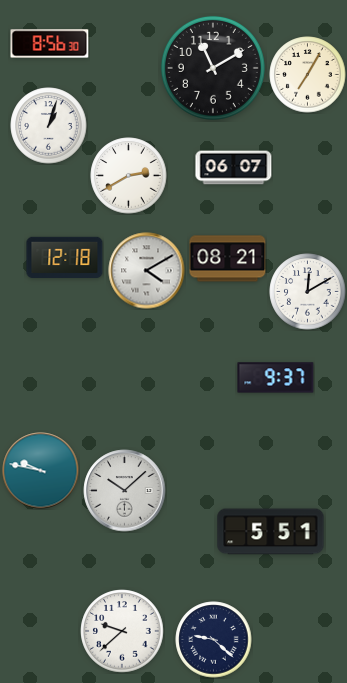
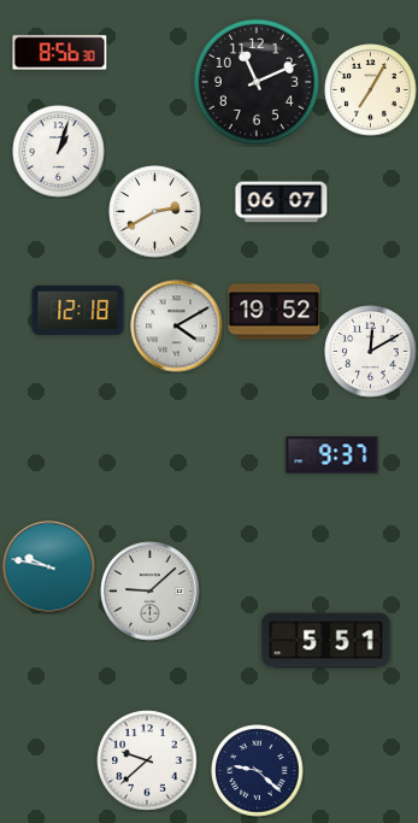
clock at (213, 68): 11:10 -> 11:11
clock at (228, 259): 08:21 -> 19:52
clock at (125, 491): 10:08 -> 9:08
